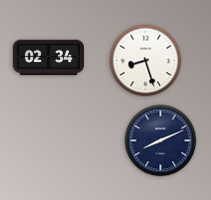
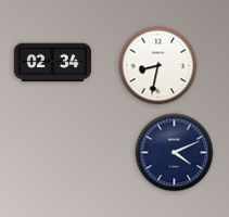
clock at (146, 61): 8:27 -> 8:32
clock at (161, 141): 8:11 -> 4:11
